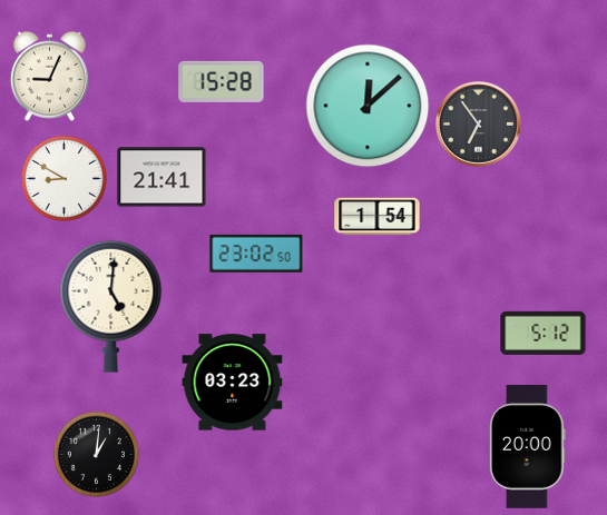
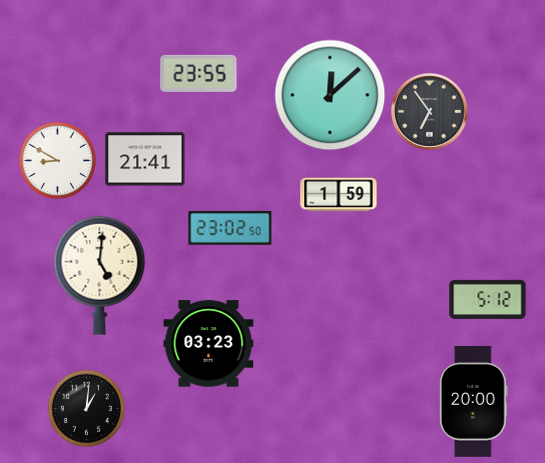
clock at (49, 76): 9:04 -> none
clock at (222, 81): 15:28 -> 23:55
clock at (378, 217): 1:54 -> 1:59
